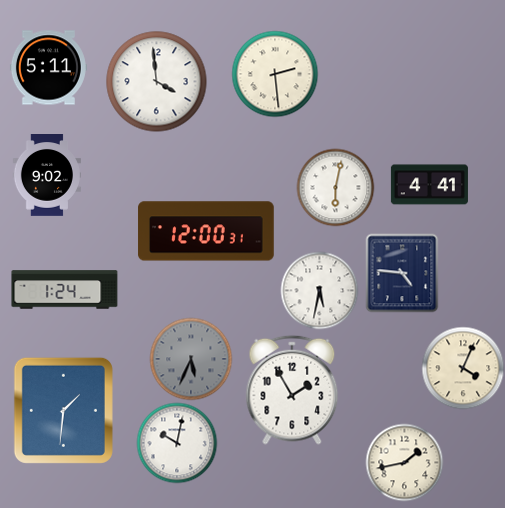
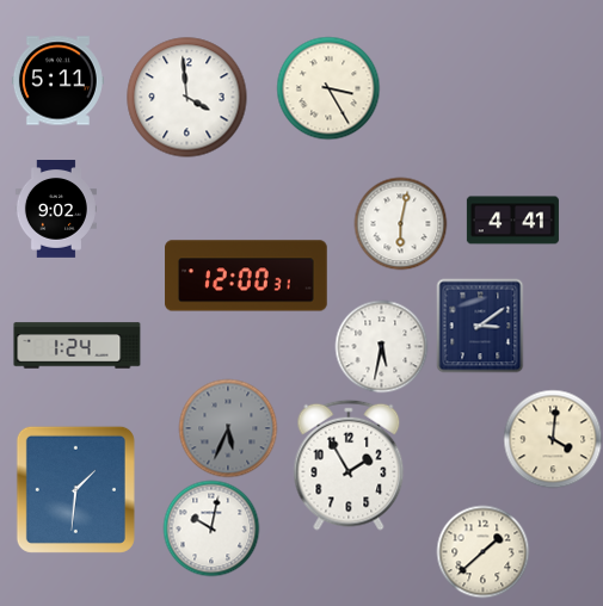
clock at (275, 74): 2:29 -> 3:25
clock at (402, 273): 4:46 -> 3:09
clock at (463, 368): 4:04 -> 4:01
clock at (404, 462): 1:43 -> 1:38
